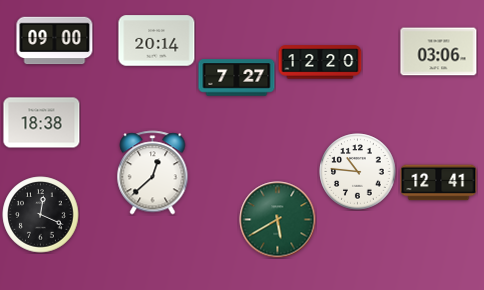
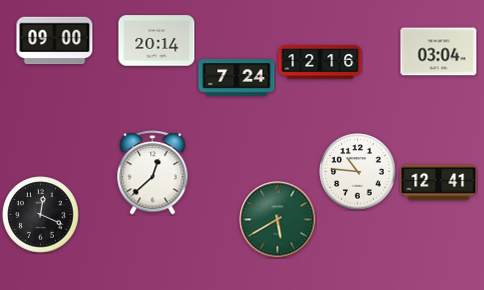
clock at (439, 52): 03:06 -> 03:04
clock at (320, 62): 12:20 -> 12:16
clock at (237, 78): 7:27 -> 7:24
clock at (42, 123): 18:38 -> none
